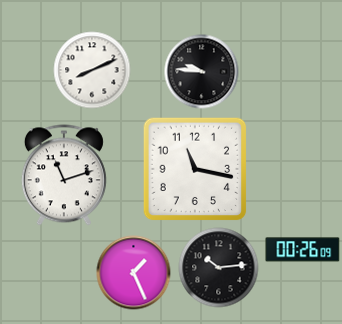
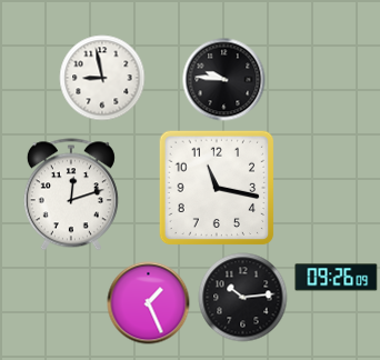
clock at (92, 70): 8:11 -> 8:58
clock at (64, 175): 11:12 -> 12:12
clock at (303, 250): 00:26 -> 09:26
